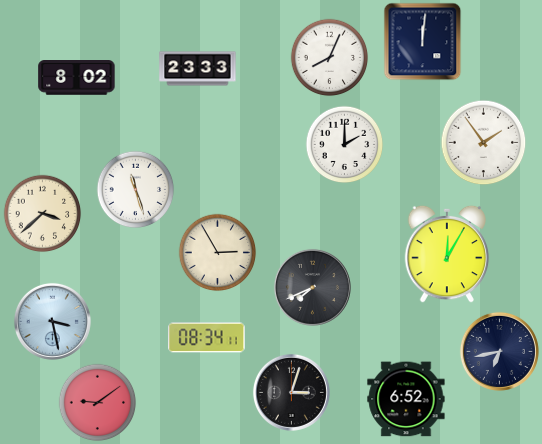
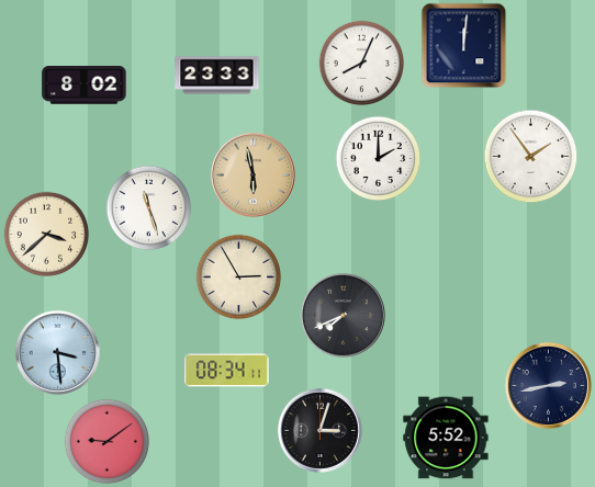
clock at (252, 174): none -> 5:58
clock at (447, 254): 12:05 -> none
clock at (52, 321): 3:28 -> 3:29
clock at (499, 351): 6:43 -> 2:43
clock at (406, 399): 6:52 -> 5:52
